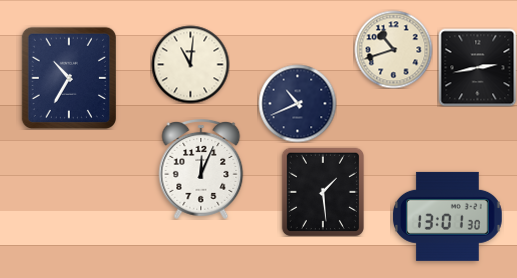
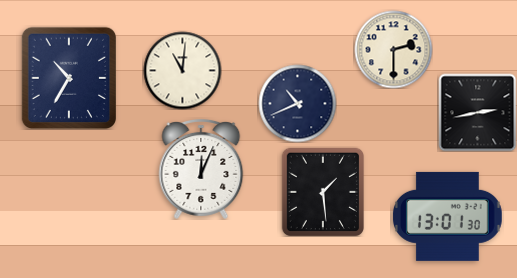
clock at (393, 49): 10:42 -> 2:30
clock at (190, 64) position: (190, 64) -> (182, 70)
clock at (477, 67) position: (477, 67) -> (477, 112)
